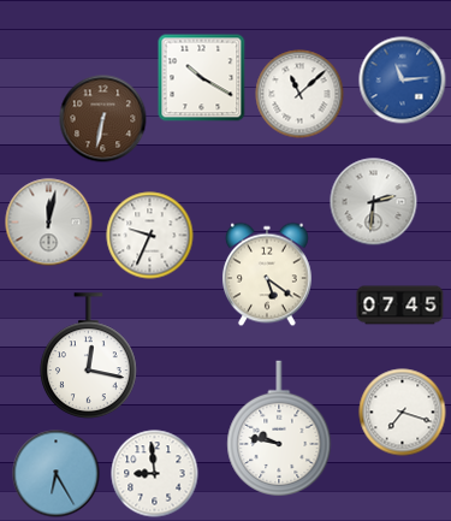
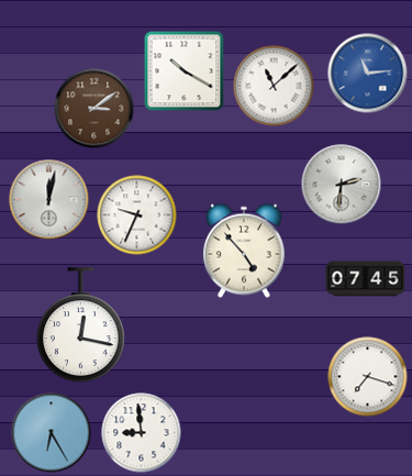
clock at (103, 119): 6:32 -> 3:09
clock at (49, 223) position: (49, 223) -> (49, 200)
clock at (267, 274): 5:21 -> 4:53
clock at (279, 428): 9:47 -> none
